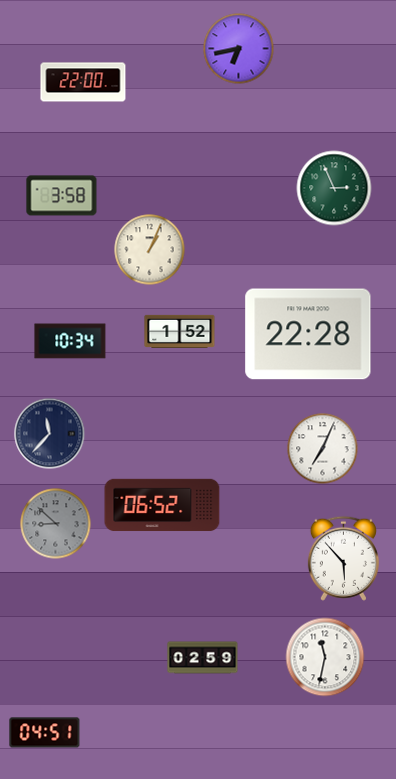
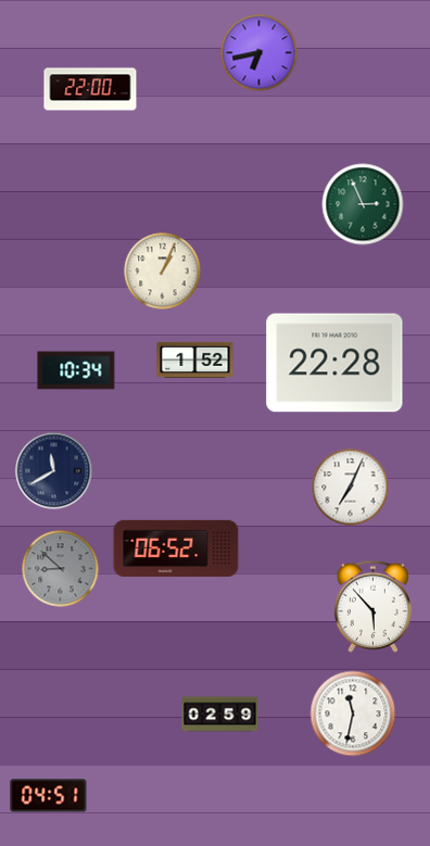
clock at (62, 196): 3:58 -> none
clock at (50, 434): 11:37 -> 11:40
